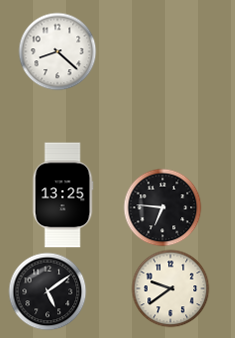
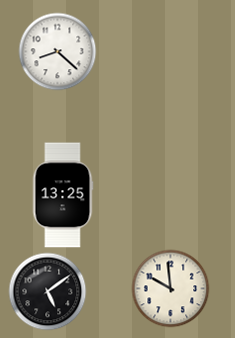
clock at (162, 207): 6:46 -> none
clock at (170, 288): 9:39 -> 9:59
